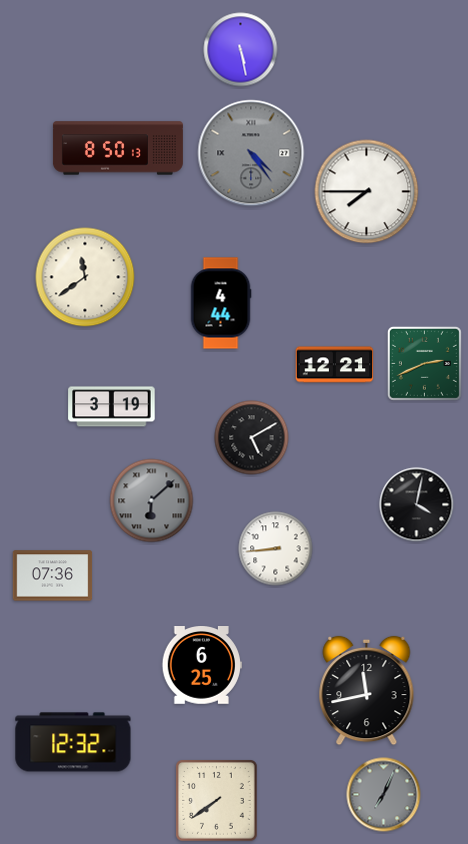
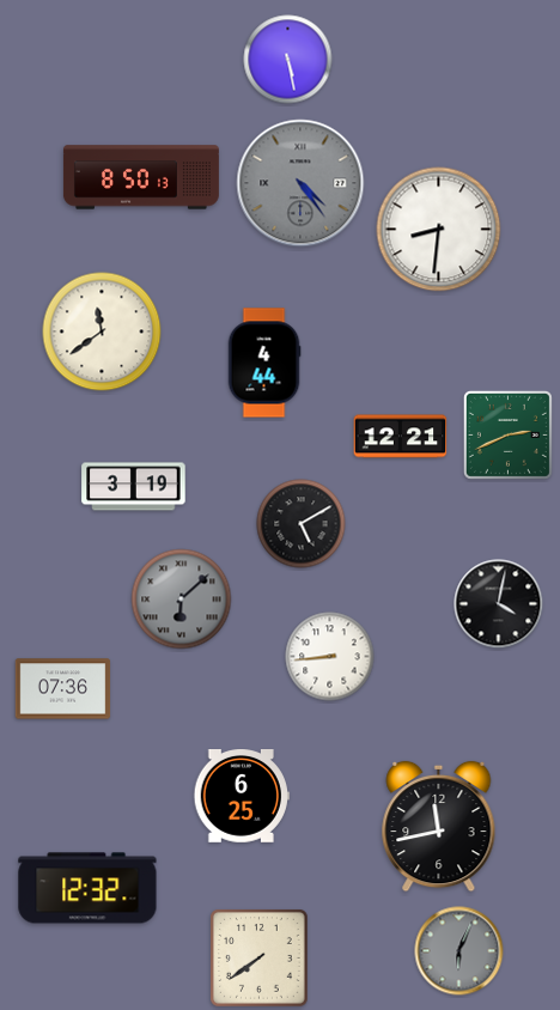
clock at (367, 192): 7:45 -> 8:31
clock at (384, 795): 7:04 -> 6:04
